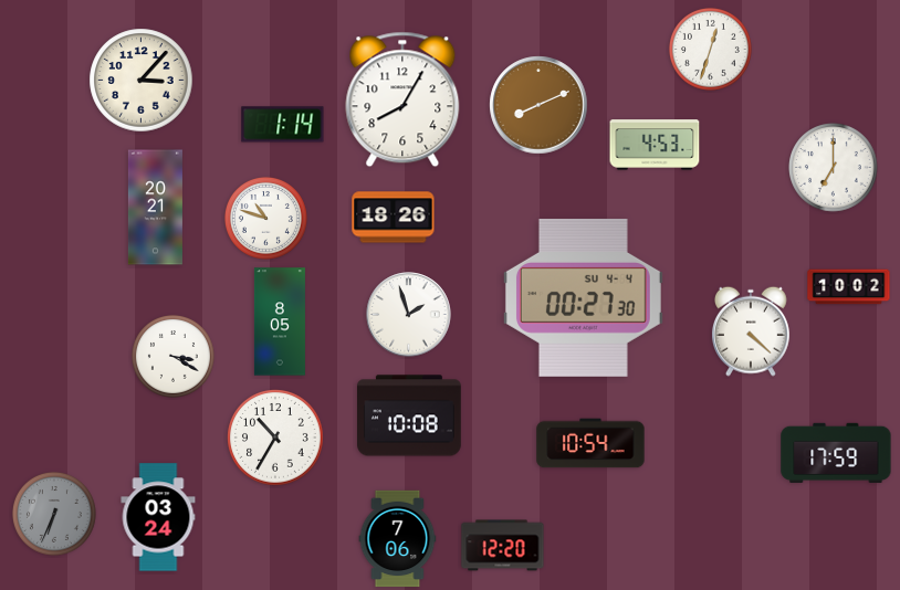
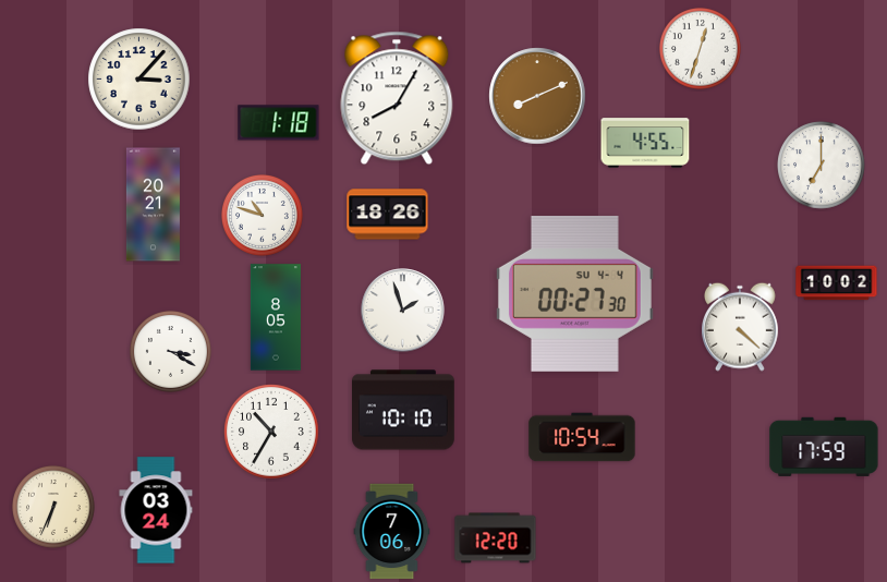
clock at (538, 105) position: (538, 105) -> (537, 96)
clock at (283, 125): 1:14 -> 1:18
clock at (655, 145): 4:53 -> 4:55
clock at (410, 415): 10:08 -> 10:10
clock at (54, 514) dial: grey -> cream
